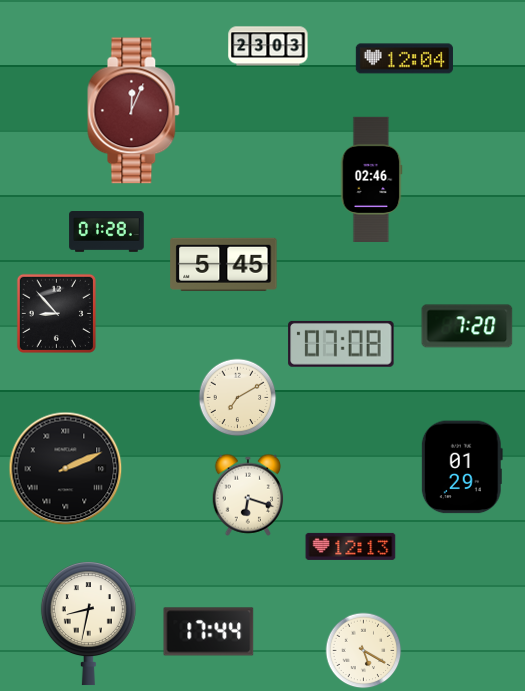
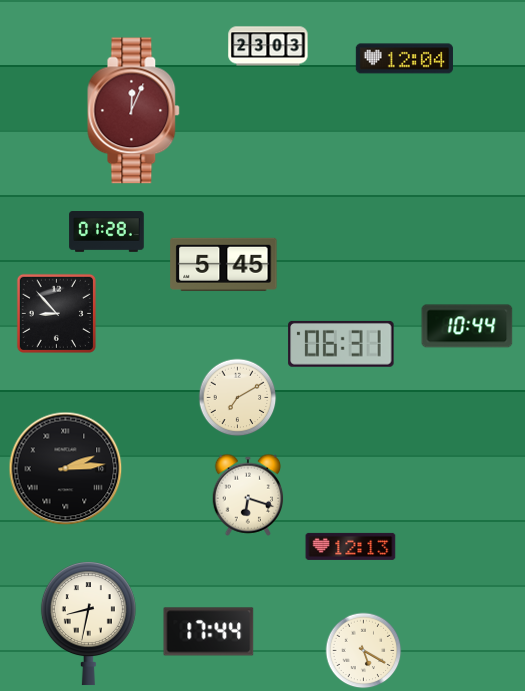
clock at (371, 179): 02:46 -> none
clock at (467, 326): 7:20 -> 10:44
clock at (341, 344): 07:08 -> 06:31
clock at (462, 467): 01:29 -> none
clock at (66, 469): 2:11 -> 2:14
